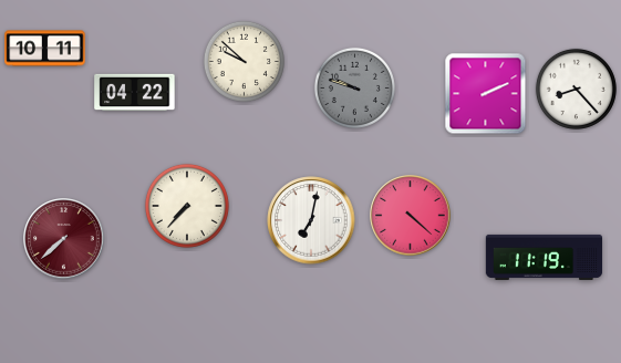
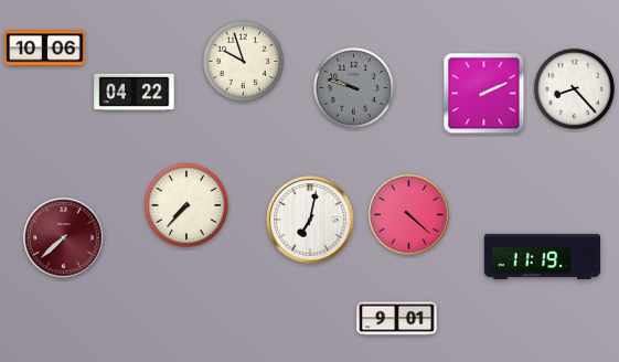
clock at (45, 49): 10:11 -> 10:06
clock at (244, 61): 9:52 -> 9:57
clock at (397, 319): none -> 9:01
